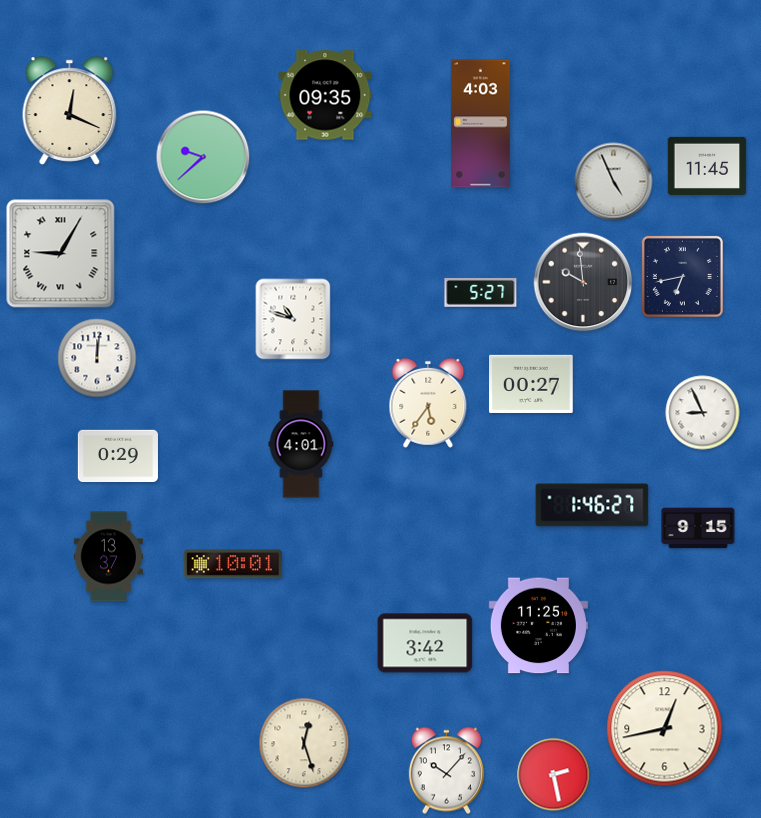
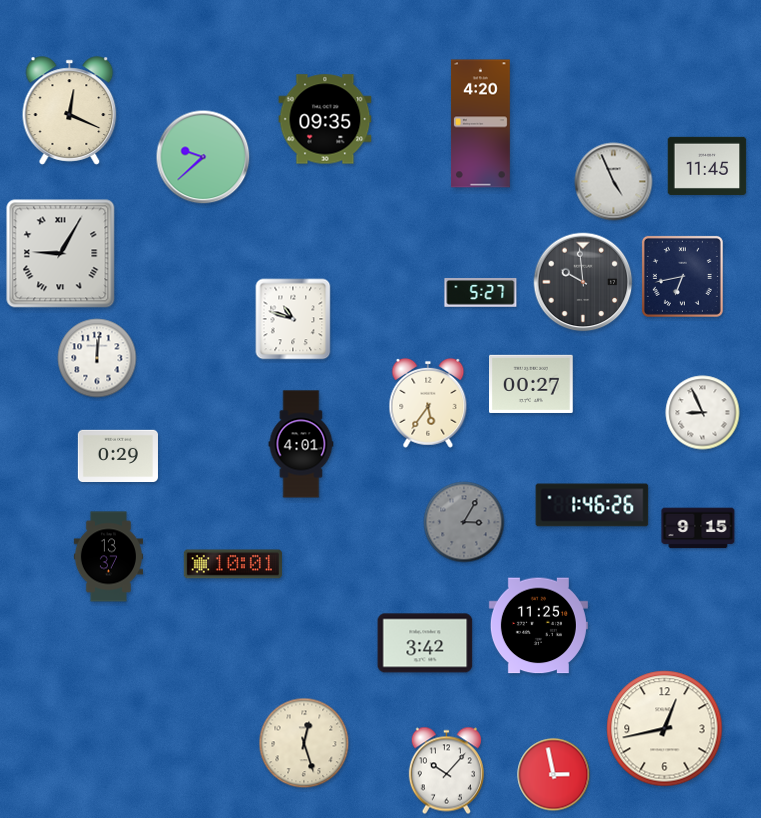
clock at (325, 95) position: (325, 95) -> (325, 119)
clock at (481, 124): 4:03 -> 4:20
clock at (592, 505): 1:46:27 -> 1:46:26
clock at (464, 522): none -> 3:05
clock at (554, 775): 2:28 -> 2:58
